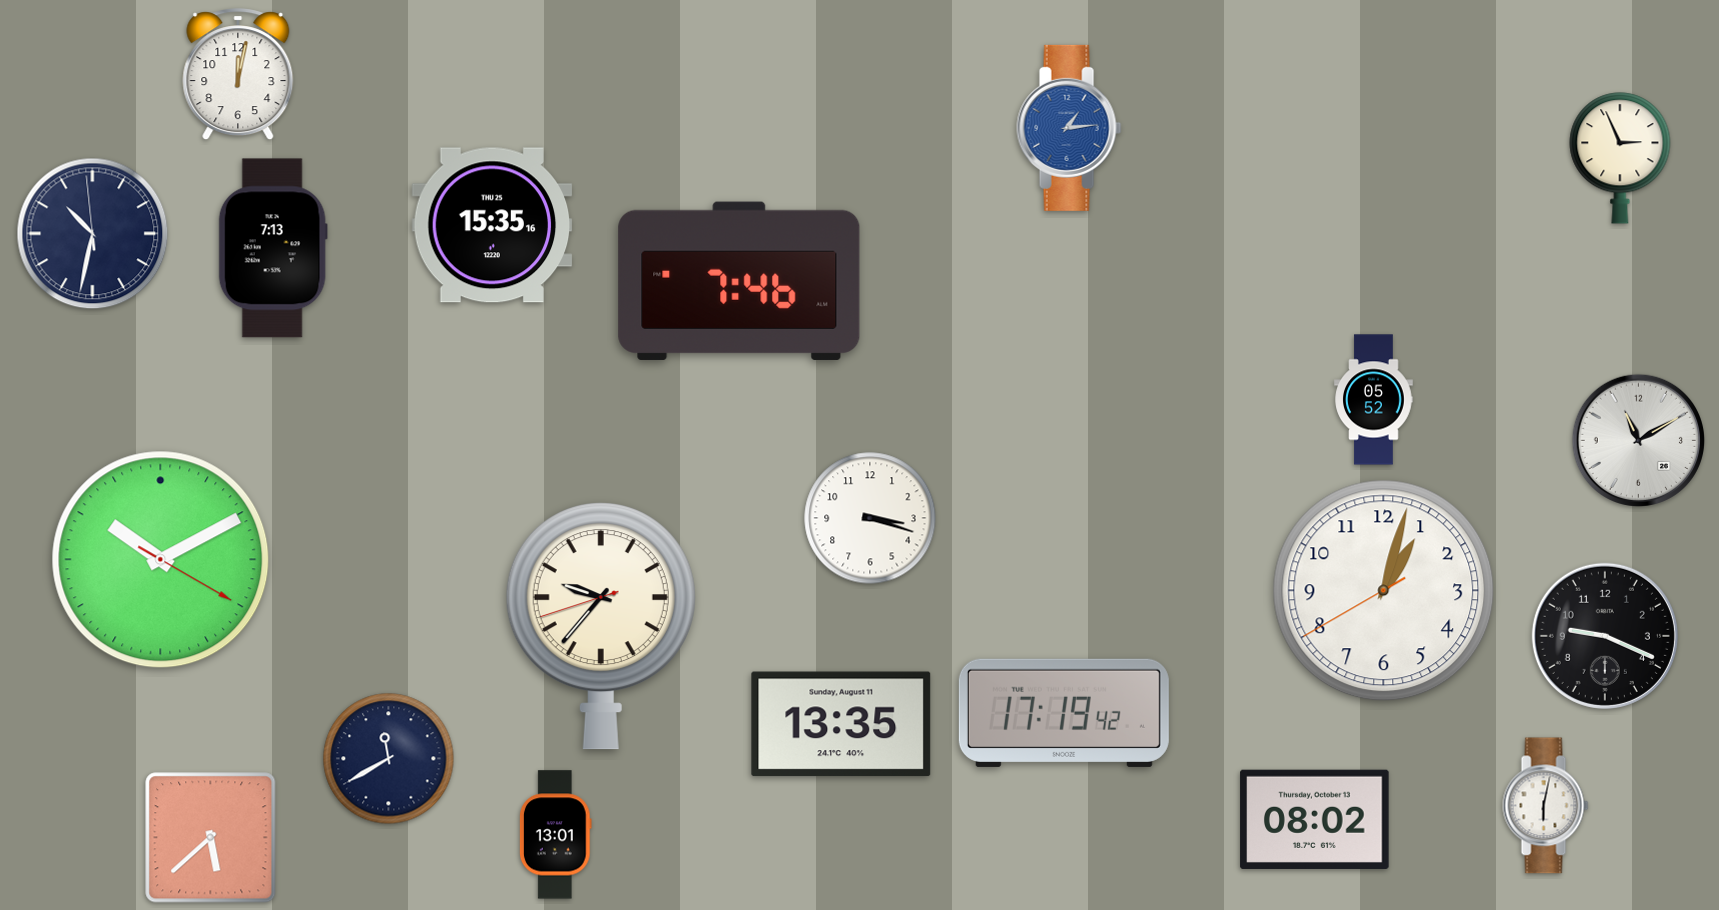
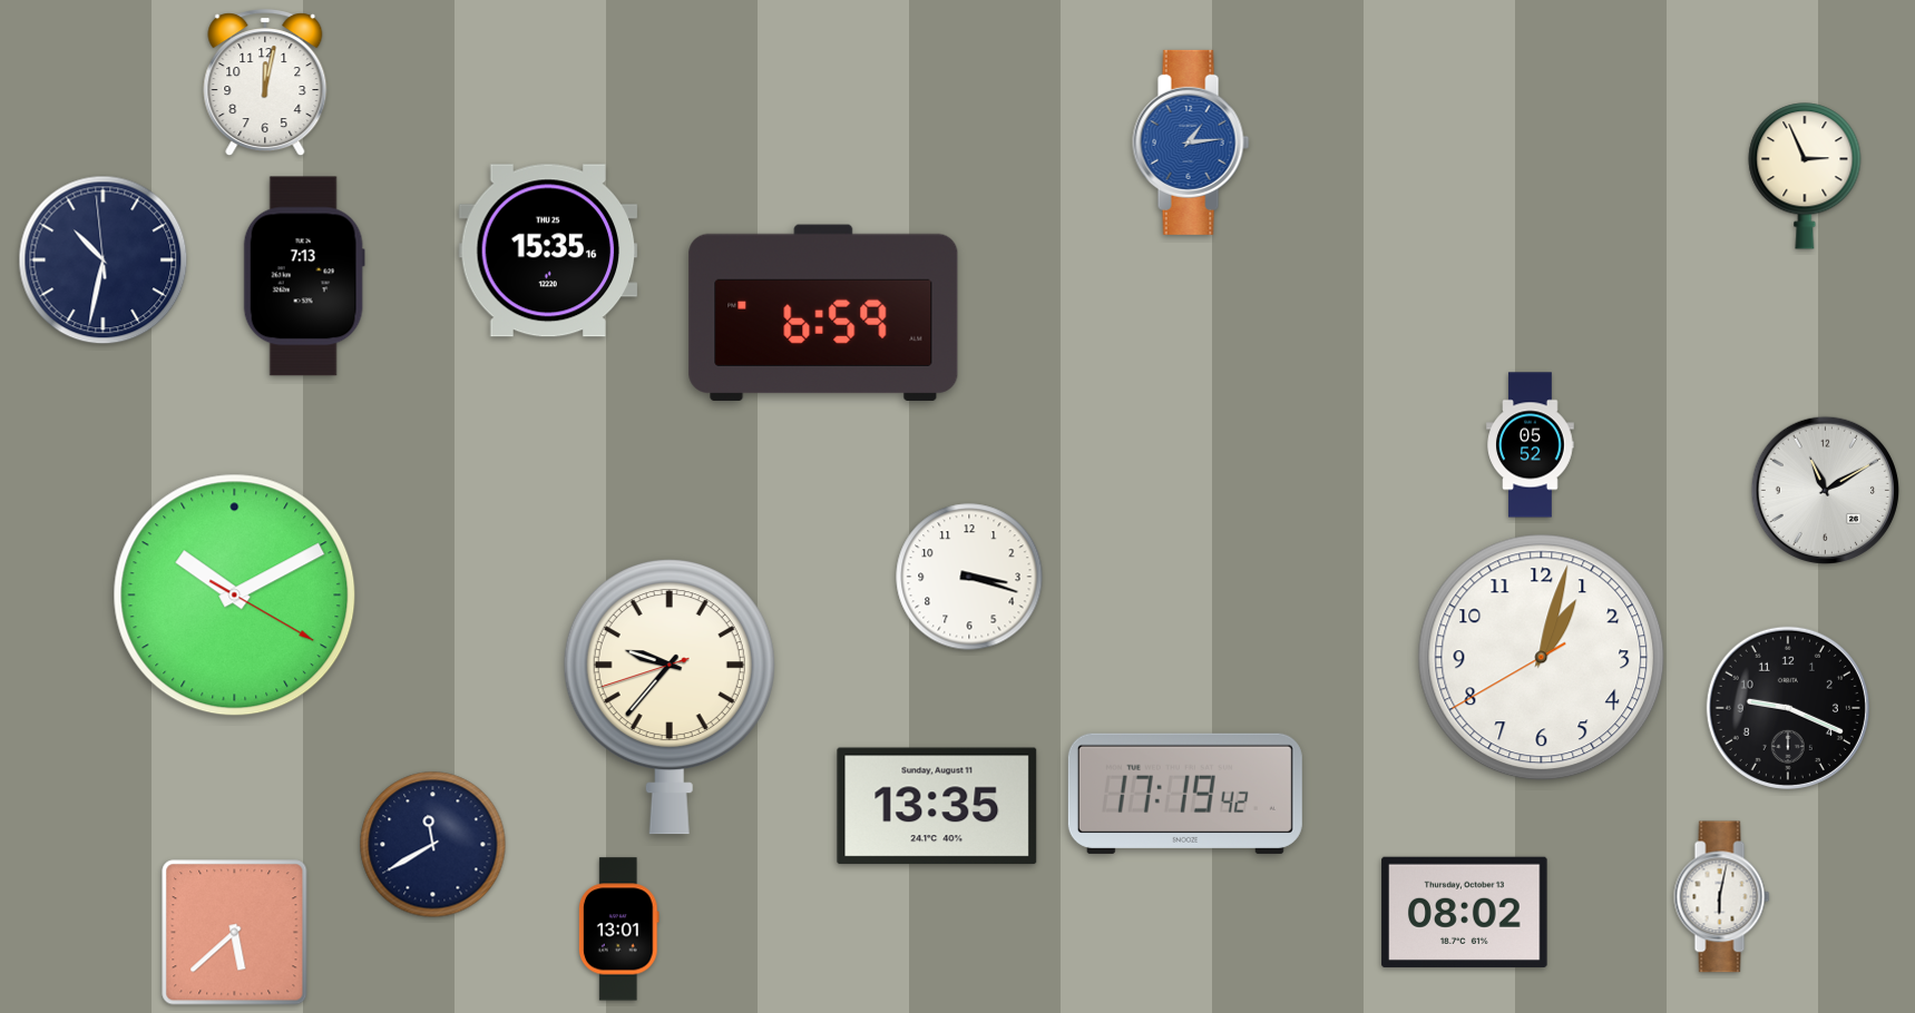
clock at (739, 281): 7:46 -> 6:59
clock at (161, 560) position: (161, 560) -> (235, 596)
